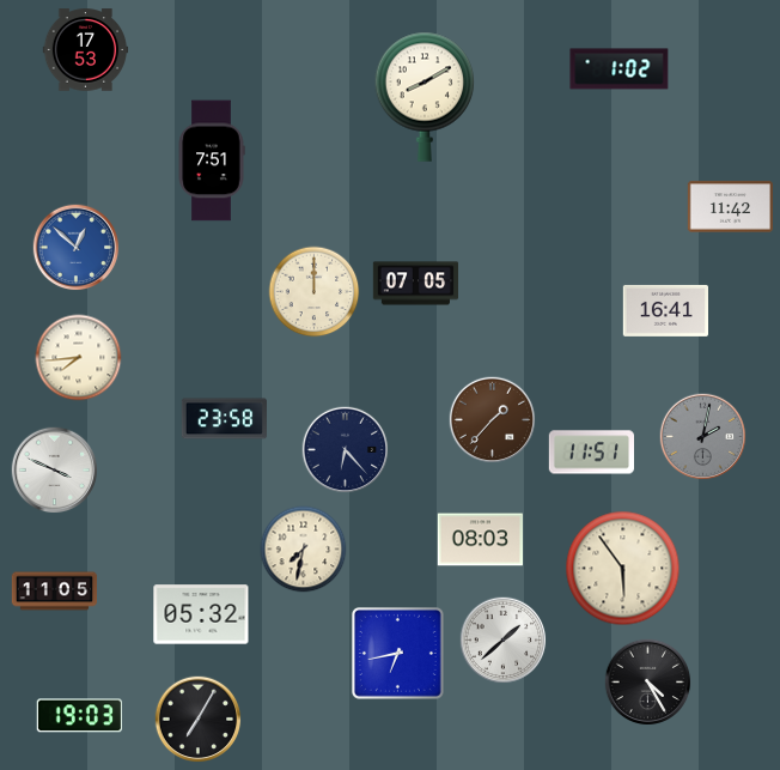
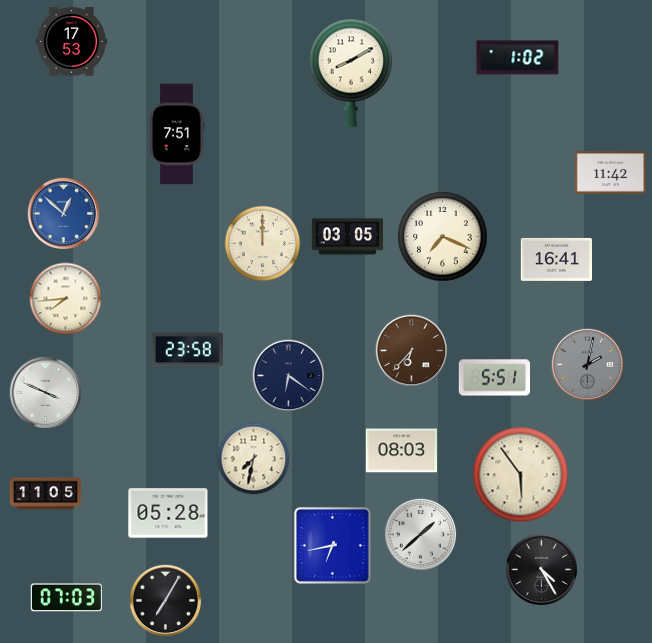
clock at (425, 97) position: (425, 97) -> (351, 73)
clock at (77, 248) position: (77, 248) -> (64, 214)
clock at (416, 284): 07:05 -> 03:05
clock at (443, 237): none -> 7:19
clock at (493, 420): 1:37 -> 6:37
clock at (346, 450): 6:23 -> 6:21
clock at (591, 453): 11:51 -> 5:51
clock at (201, 614): 05:32 -> 05:28
clock at (79, 716): 19:03 -> 07:03
